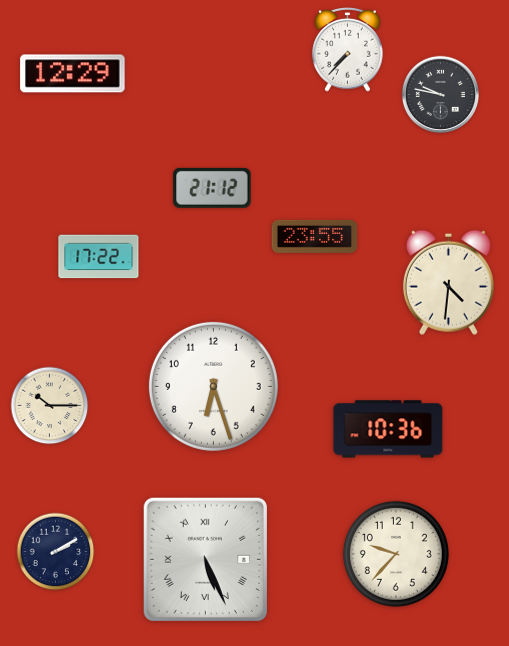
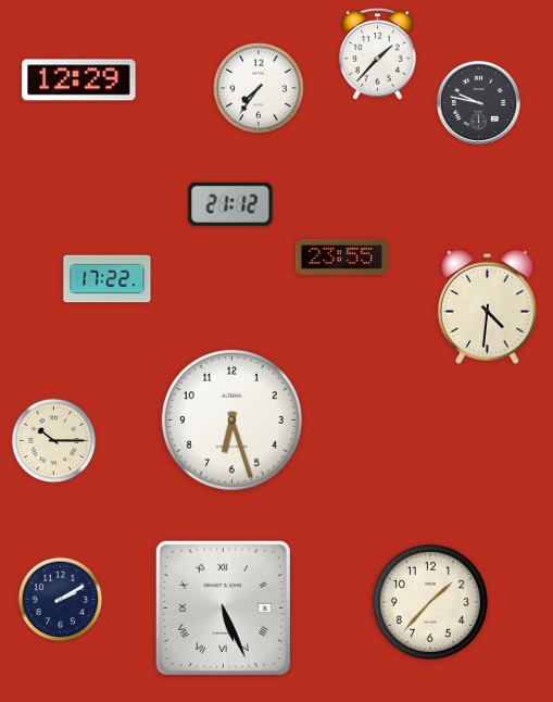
clock at (348, 50): 7:37 -> 1:37
clock at (259, 88): none -> 7:36
clock at (388, 429): 10:36 -> none
clock at (396, 554): 9:37 -> 1:37
